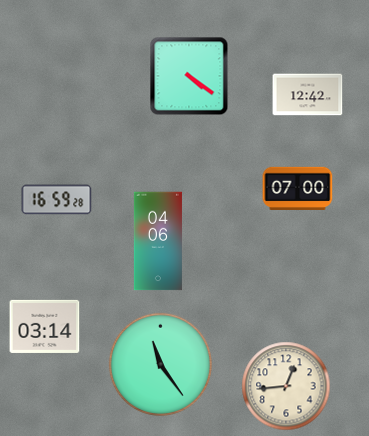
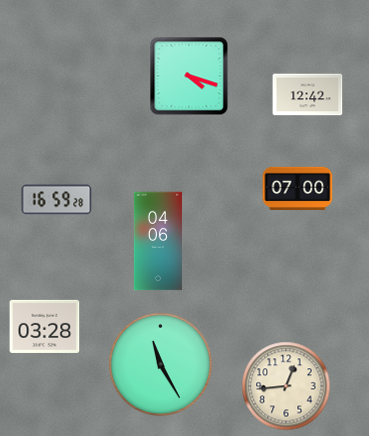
clock at (189, 76): 4:21 -> 4:18
clock at (45, 326): 03:14 -> 03:28
clock at (160, 364): 11:24 -> 11:25
